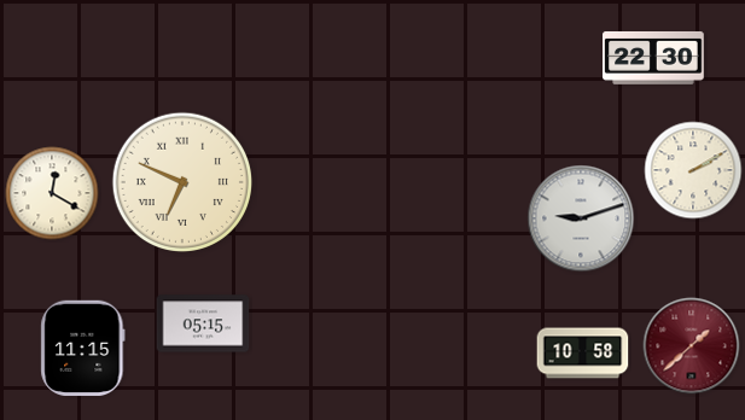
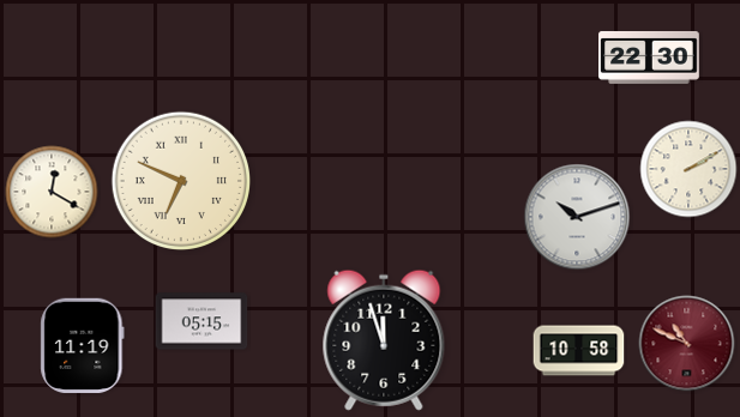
clock at (581, 218): 9:12 -> 10:12
clock at (384, 340): none -> 11:57
clock at (692, 346): 1:38 -> 10:49
clock at (83, 348): 11:15 -> 11:19
